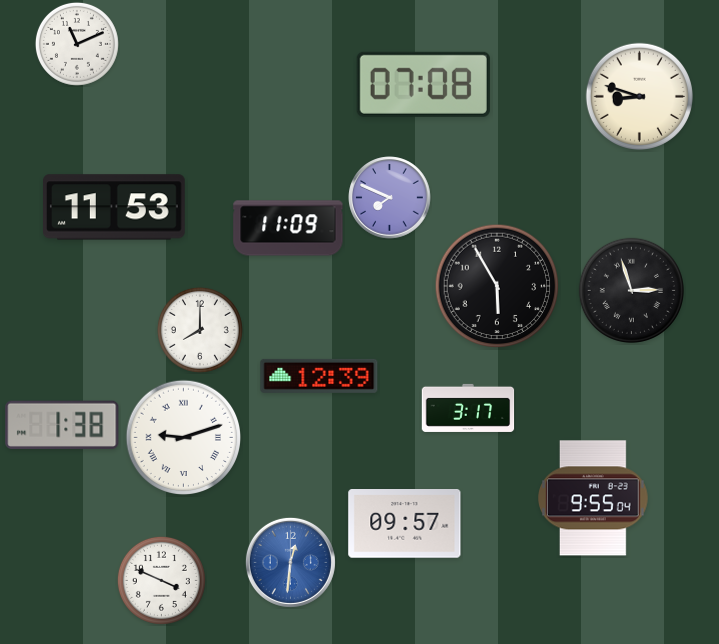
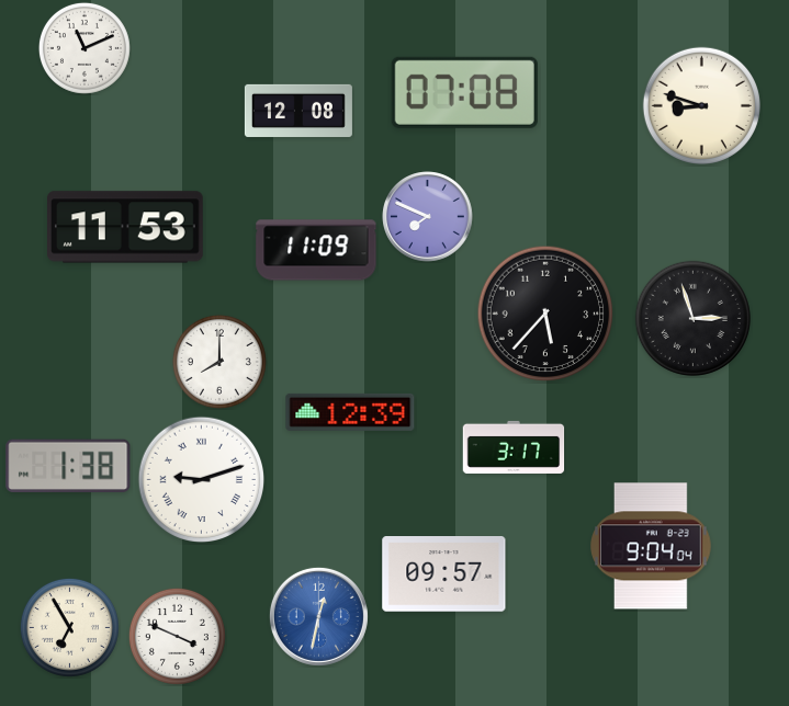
clock at (298, 111): none -> 12:08
clock at (497, 286): 5:55 -> 5:37
clock at (594, 498): 9:55 -> 9:04
clock at (290, 562): 12:31 -> 12:32
clock at (69, 627): none -> 6:55
